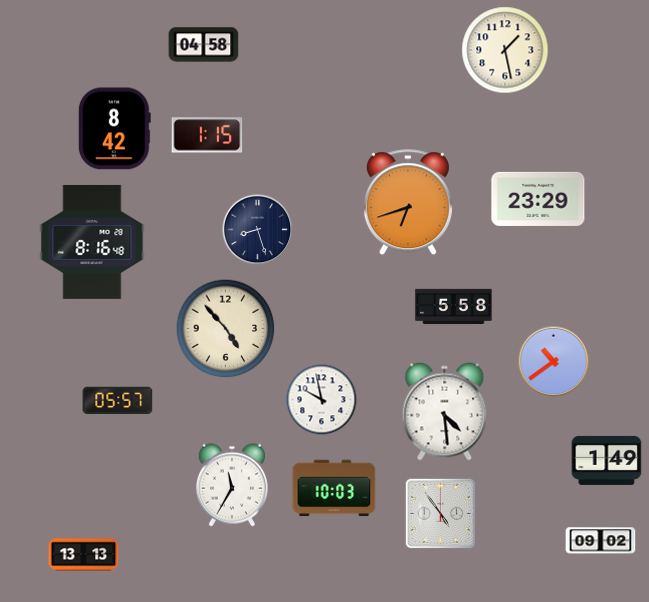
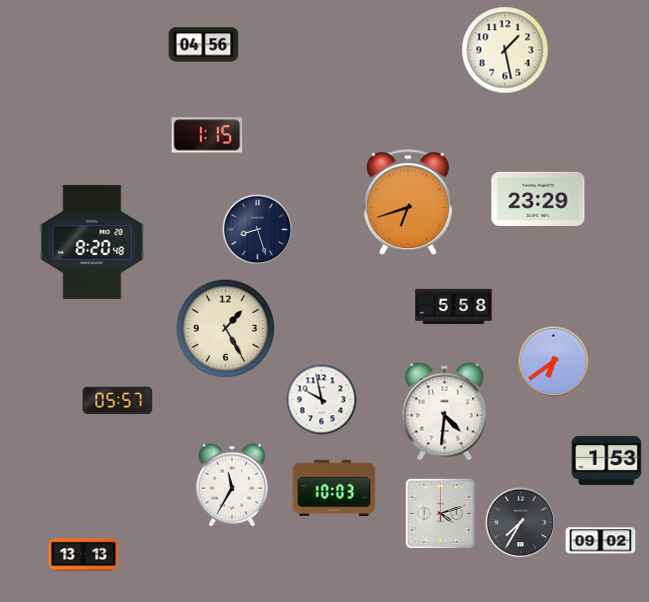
clock at (204, 45): 04:58 -> 04:56
clock at (114, 129): 8:42 -> none
clock at (92, 242): 8:16 -> 8:20
clock at (226, 329): 4:53 -> 1:25
clock at (554, 362): 10:39 -> 6:39
clock at (445, 412): 4:29 -> 4:31
clock at (607, 460): 1:49 -> 1:53
clock at (440, 513): 4:54 -> 4:12
clock at (521, 523): none -> 7:35
